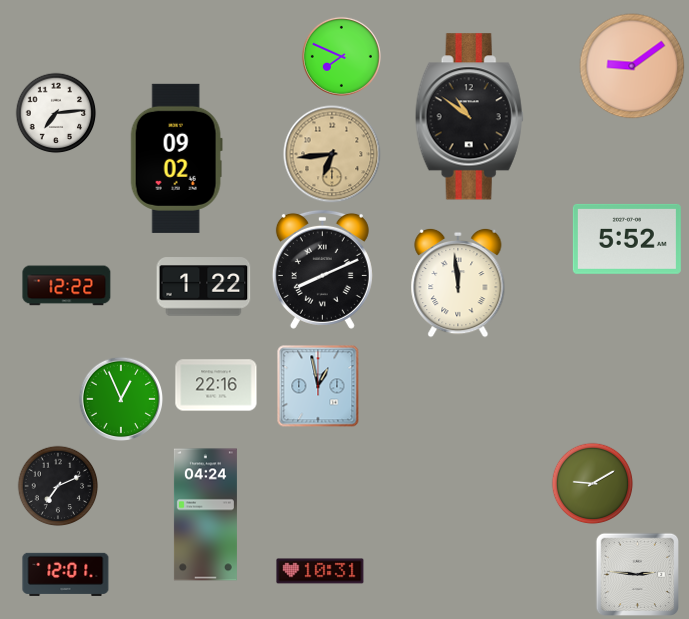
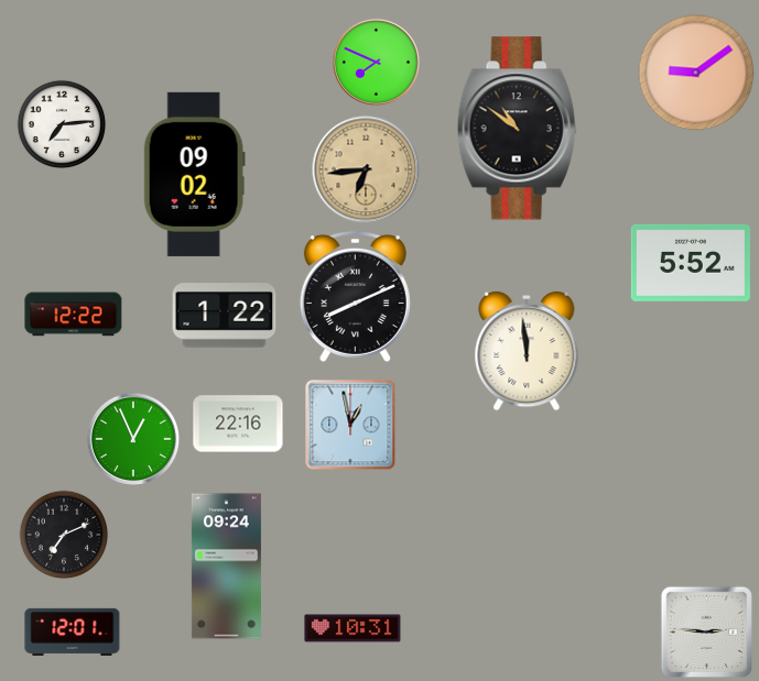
clock at (458, 283) position: (458, 283) -> (527, 351)
clock at (592, 483): 9:10 -> none
clock at (205, 515): 04:24 -> 09:24
clock at (637, 574) position: (637, 574) -> (706, 631)
